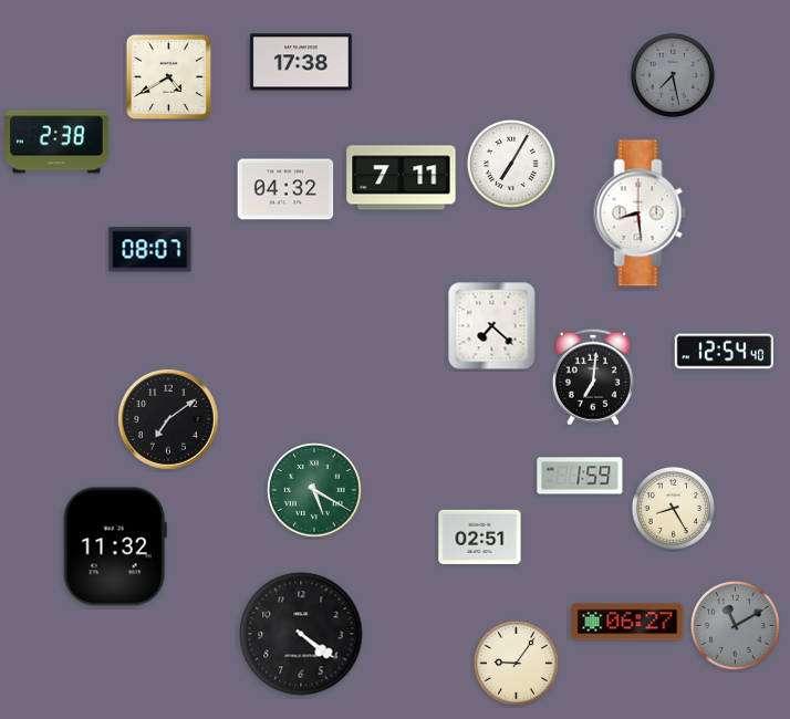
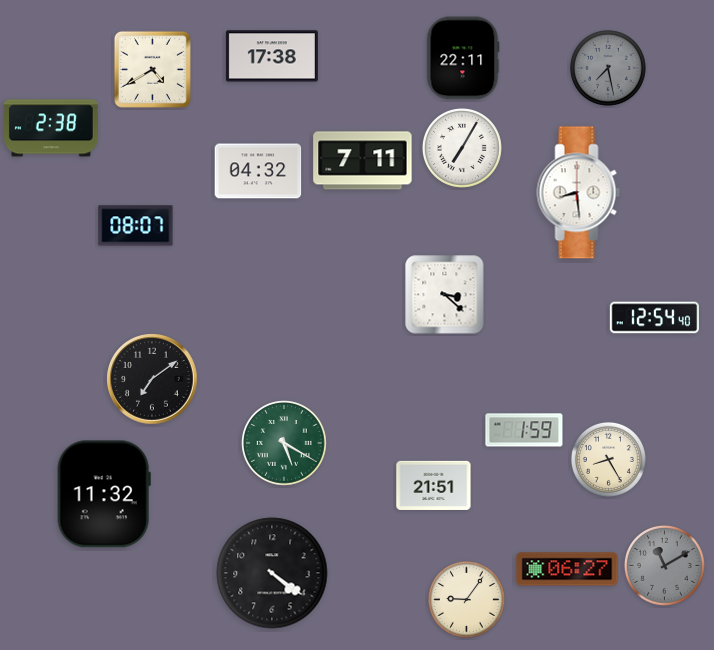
clock at (463, 58): none -> 22:11
clock at (492, 326): 7:22 -> 3:22
clock at (593, 377): 7:01 -> none
clock at (480, 536): 02:51 -> 21:51
clock at (627, 622) position: (627, 622) -> (567, 569)
